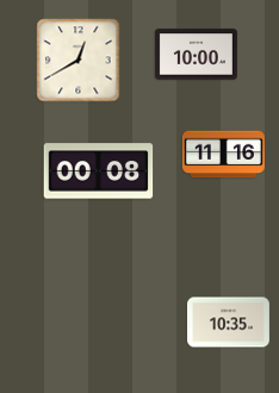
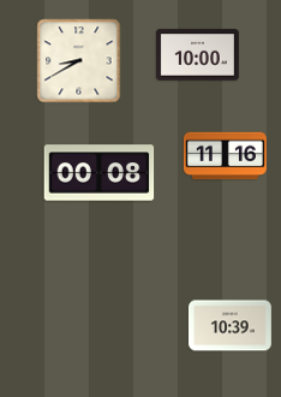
clock at (79, 61): 12:40 -> 8:40
clock at (228, 323): 10:35 -> 10:39
